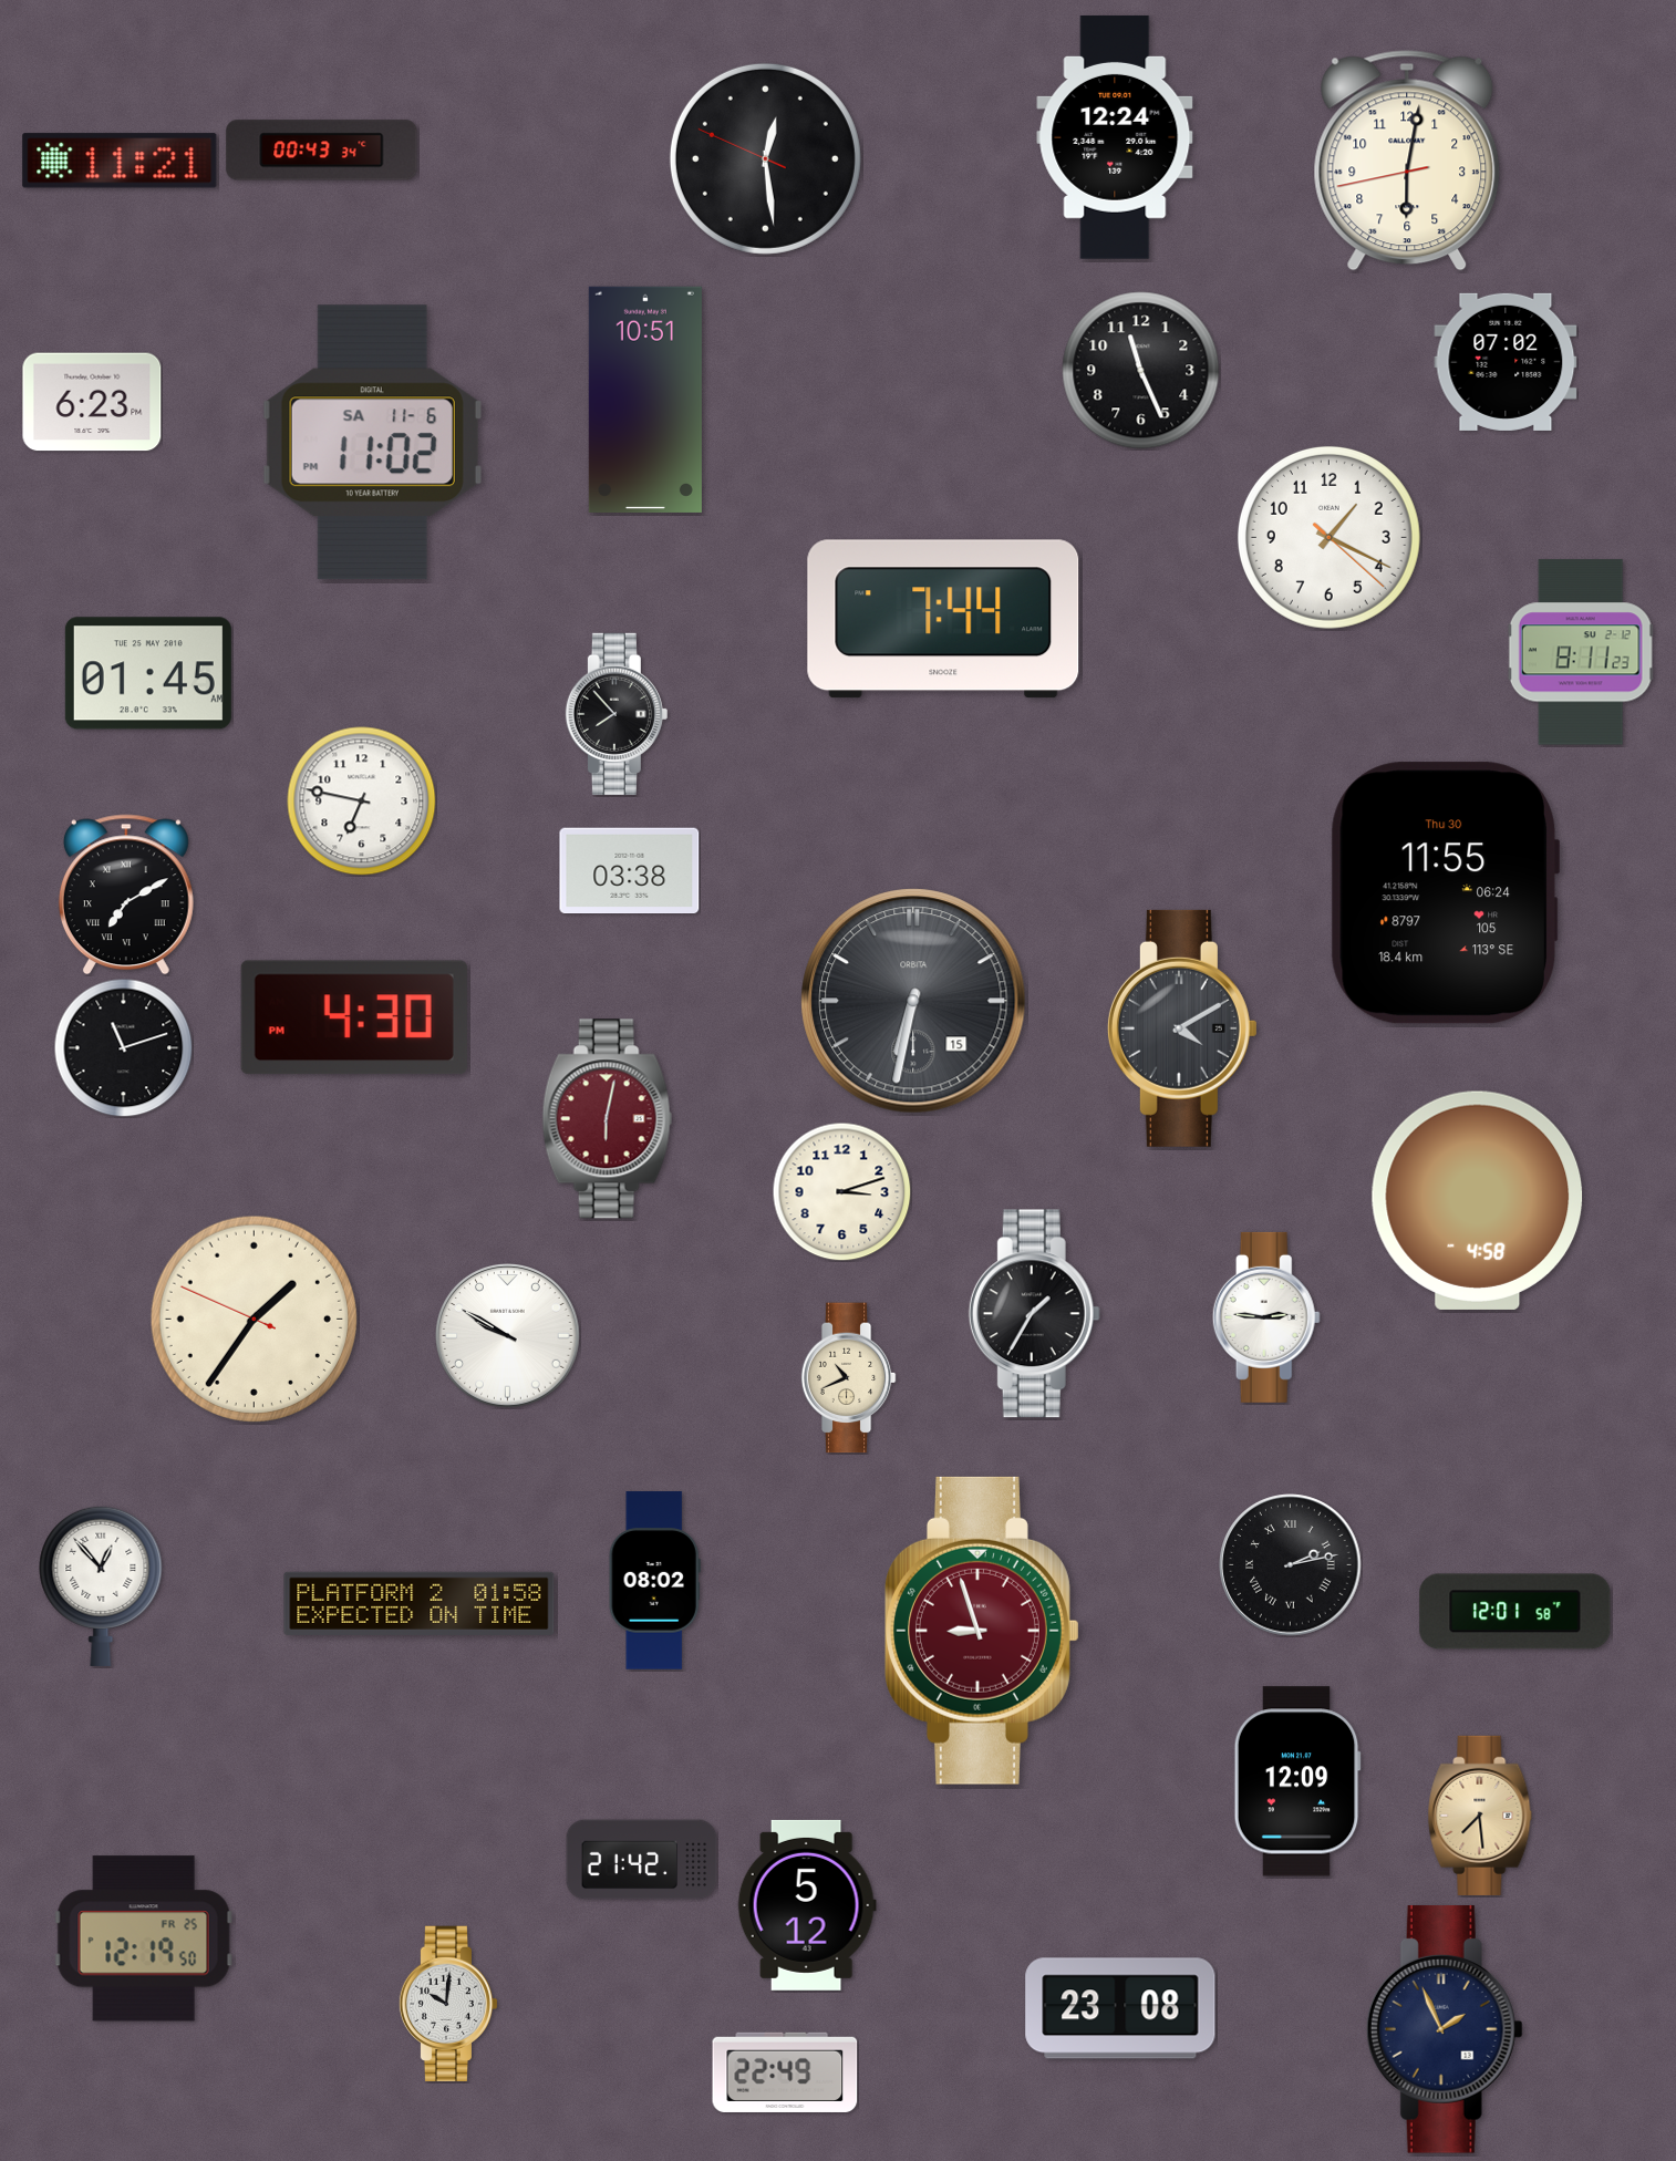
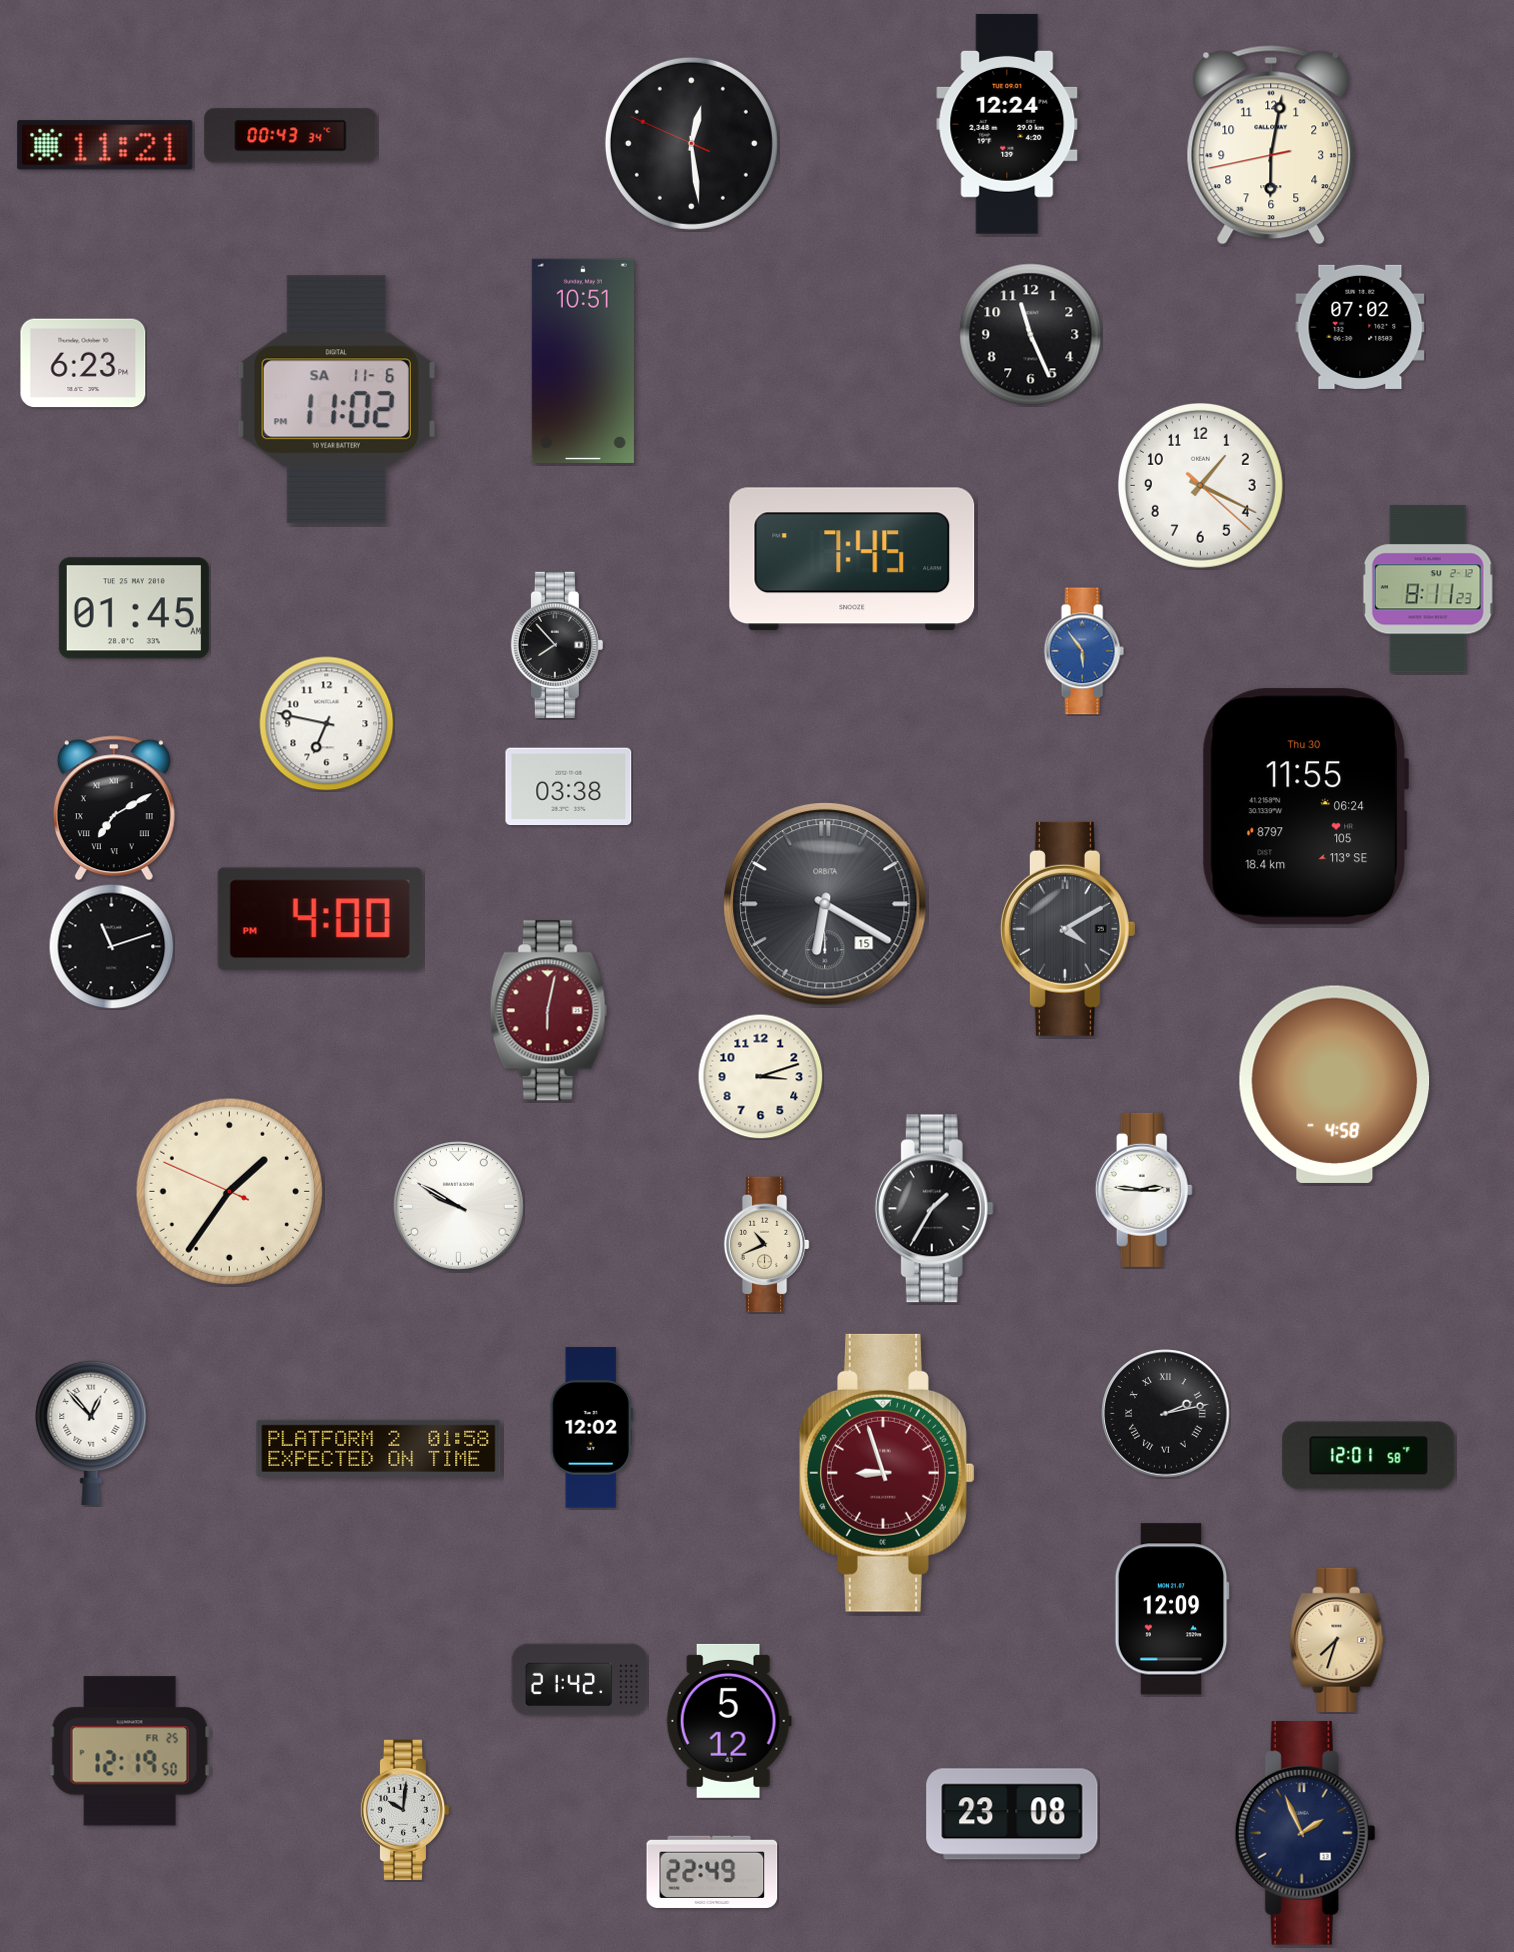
clock at (120, 161) position: (120, 161) -> (105, 145)
clock at (943, 619): 7:44 -> 7:45
clock at (1084, 651): none -> 5:54
clock at (913, 1001): 6:32 -> 6:20
clock at (354, 1017): 4:30 -> 4:00
clock at (1034, 1314) position: (1034, 1314) -> (934, 1209)
clock at (654, 1581): 08:02 -> 12:02
clock at (1480, 1816): 7:29 -> 7:33
clock at (785, 2072) position: (785, 2072) -> (712, 1872)
